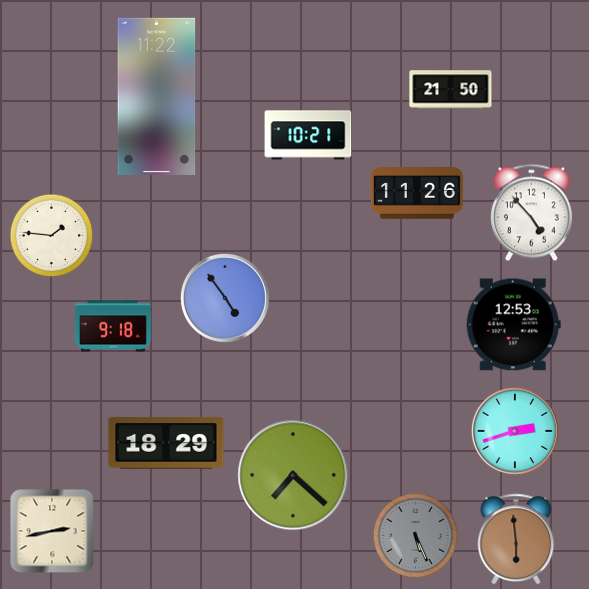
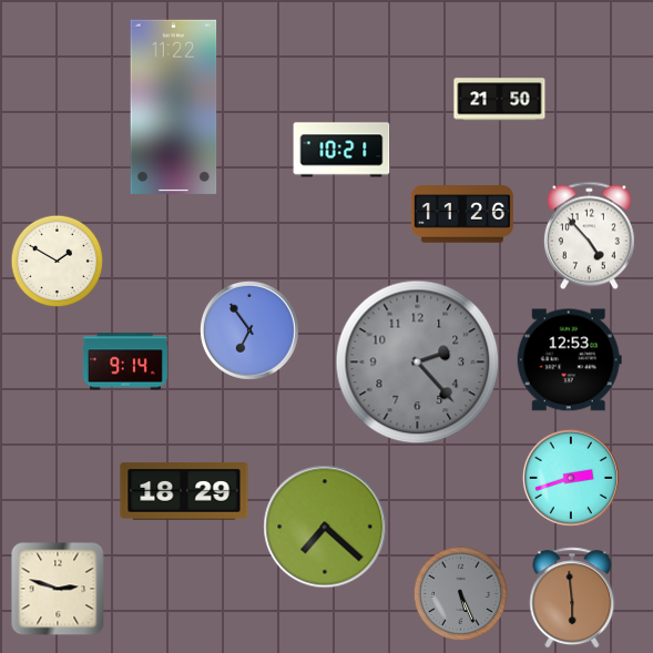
clock at (52, 236): 1:46 -> 1:50
clock at (225, 298): 4:54 -> 6:54
clock at (113, 326): 9:18 -> 9:14
clock at (418, 363): none -> 2:23
clock at (52, 531): 2:43 -> 2:48
